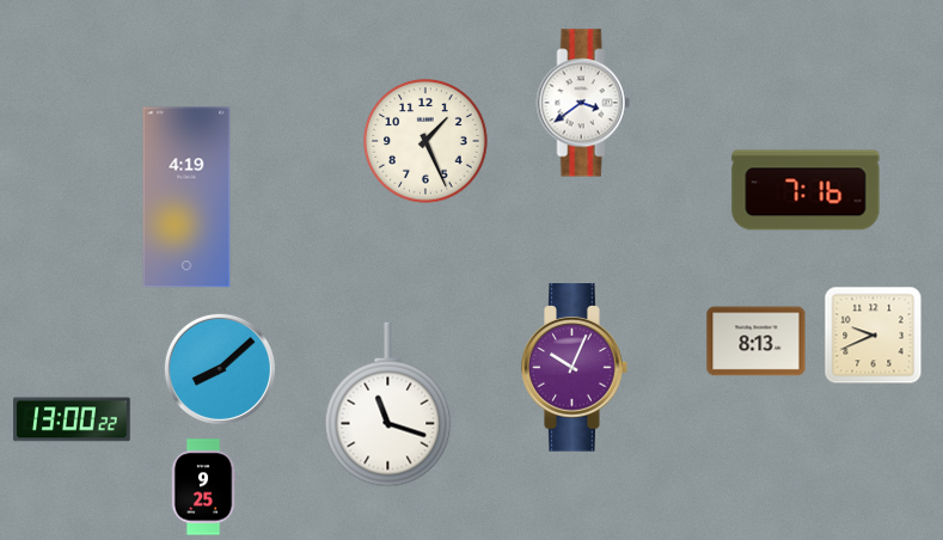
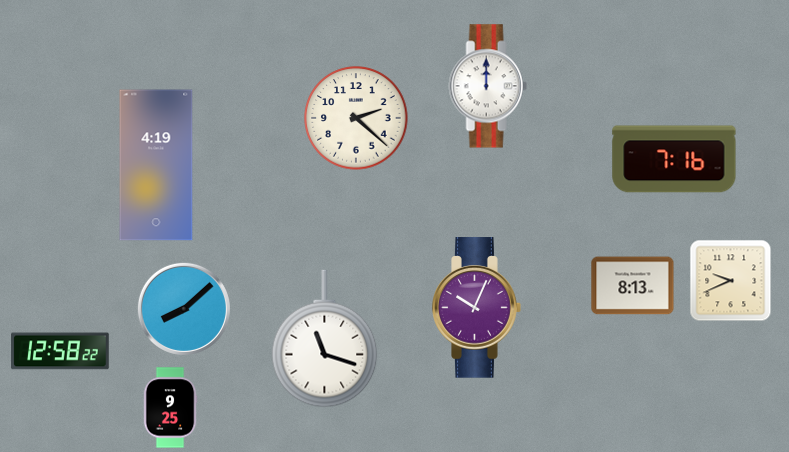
clock at (583, 103): 3:39 -> 12:00
clock at (425, 141): 1:26 -> 2:22
clock at (575, 368) position: (575, 368) -> (477, 308)
clock at (72, 419): 13:00 -> 12:58
